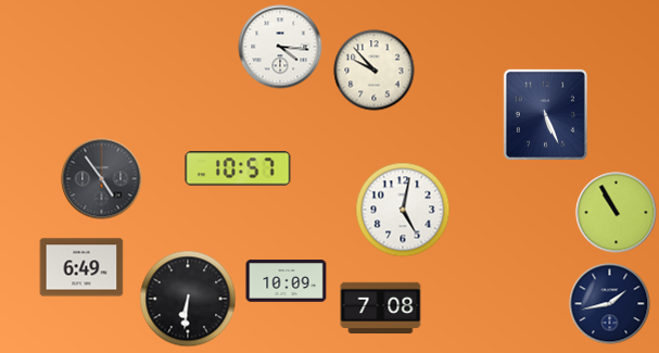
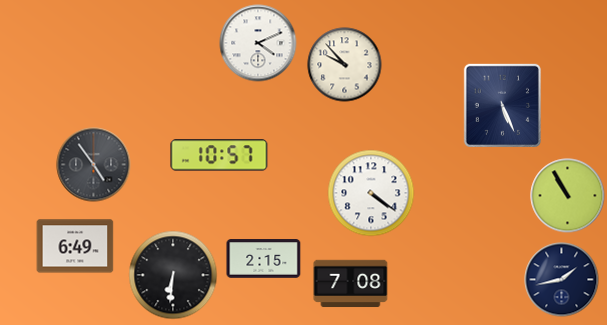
clock at (280, 47): 4:16 -> 4:11
clock at (403, 210): 5:02 -> 4:21
clock at (287, 281): 10:09 -> 2:15
